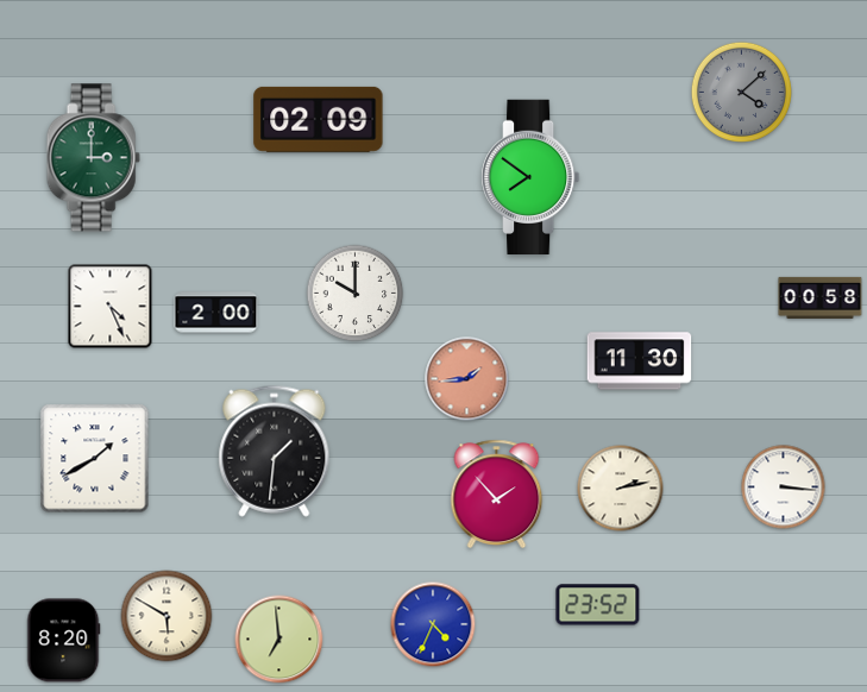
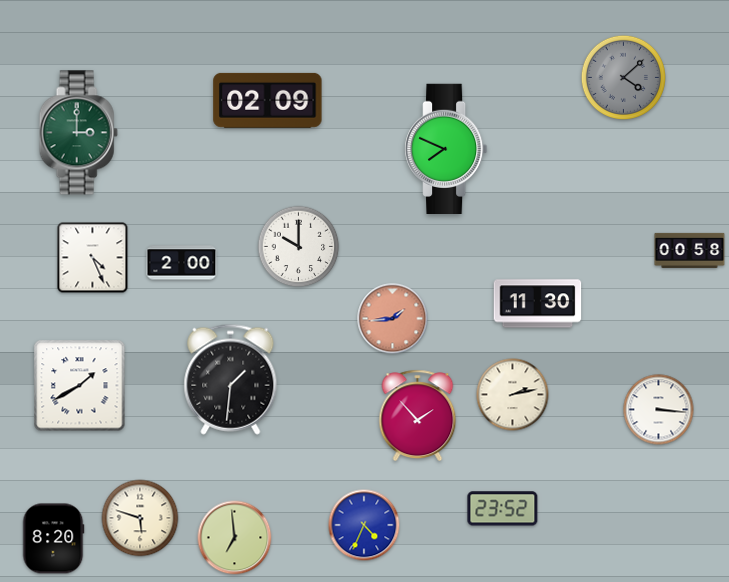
clock at (530, 176): 7:51 -> 7:49
clock at (621, 489) position: (621, 489) -> (513, 395)
clock at (167, 616): 5:50 -> 5:48
